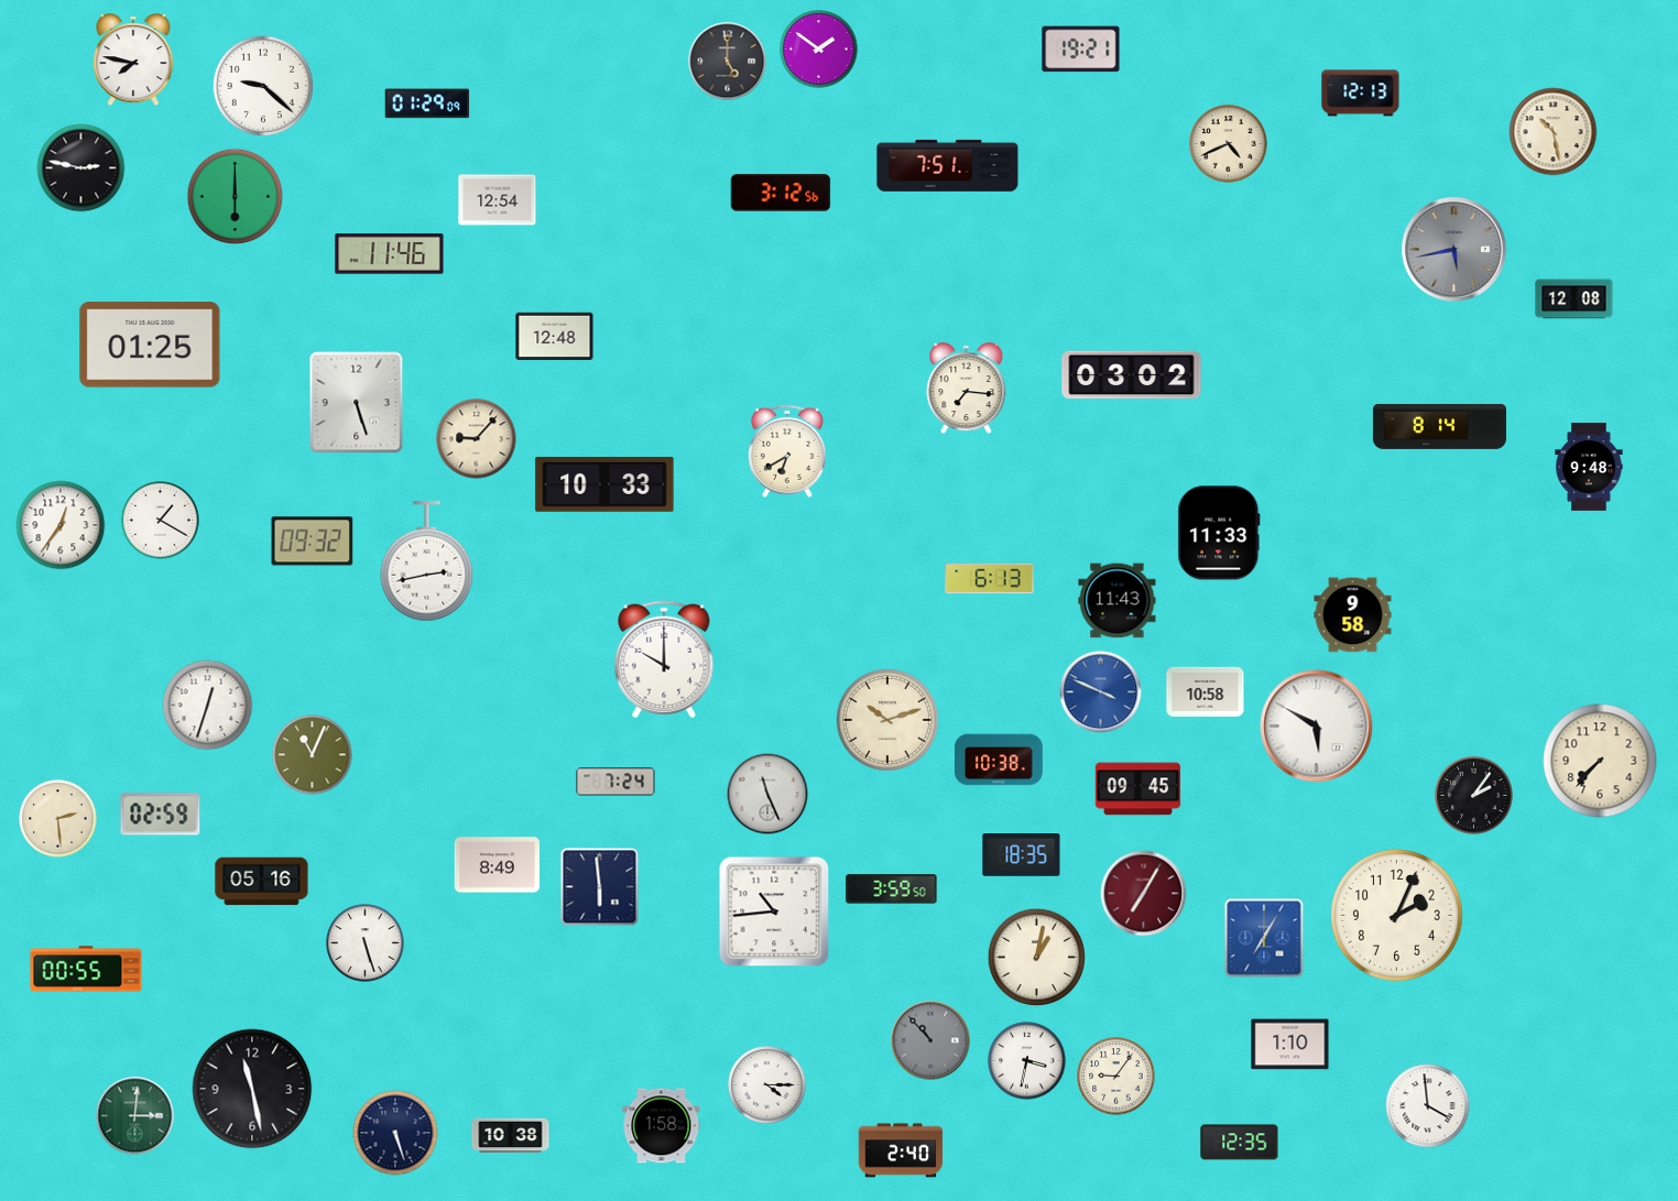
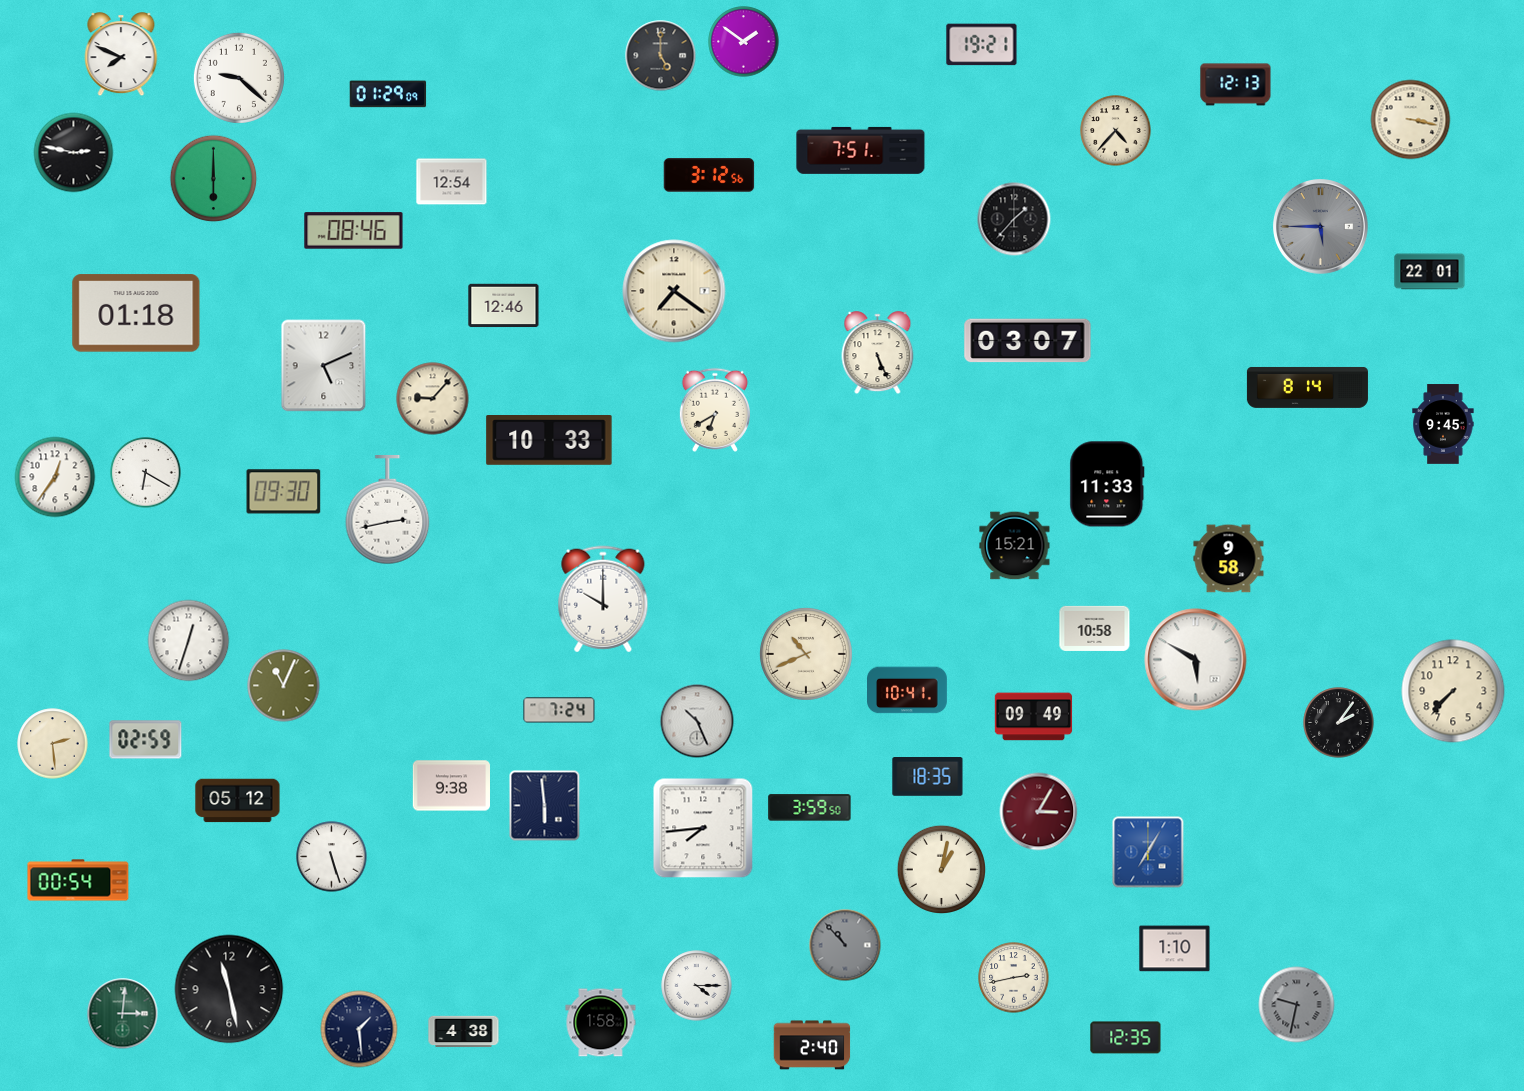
clock at (819, 50) position: (819, 50) -> (744, 42)
clock at (133, 61): 7:47 -> 7:49
clock at (1554, 132): 10:28 -> 3:17
clock at (1229, 144): 4:41 -> 4:37
clock at (1014, 219): none -> 1:37
clock at (1454, 250): 5:43 -> 5:45
clock at (390, 254): 11:46 -> 08:46
clock at (1575, 299): 12:08 -> 22:01
clock at (674, 291): none -> 7:21
clock at (555, 337): 12:48 -> 12:46
clock at (150, 345): 01:25 -> 01:18
clock at (1132, 375): 03:02 -> 03:07
clock at (967, 389): 7:16 -> 5:26
clock at (357, 403): 5:27 -> 5:11
clock at (1589, 467): 9:48 -> 9:45
clock at (161, 521): 1:20 -> 6:20
clock at (313, 542): 09:32 -> 09:30
clock at (990, 579): 6:13 -> none
clock at (1118, 601): 11:43 -> 15:21
clock at (1101, 692): 3:49 -> none
clock at (887, 720): 10:12 -> 10:41
clock at (1000, 760): 10:38 -> 10:41
clock at (1138, 789): 09:45 -> 09:49
clock at (767, 794): 11:26 -> 10:26
clock at (498, 865): 8:49 -> 9:38
clock at (262, 882): 05:16 -> 05:12
clock at (1144, 894): 7:05 -> 3:05
clock at (774, 911): 10:44 -> 7:44
clock at (1397, 916): 2:04 -> none
clock at (86, 969): 00:55 -> 00:54
clock at (1290, 1045) position: (1290, 1045) -> (1175, 949)
clock at (1027, 1061): 3:32 -> none
clock at (1116, 1077): 9:06 -> 2:43
clock at (1428, 1106): 3:59 -> 9:32
clock at (1428, 1106) dial: white -> grey
clock at (395, 1133): 5:27 -> 1:29
clock at (511, 1136): 10:38 -> 4:38
clock at (901, 1150) position: (901, 1150) -> (812, 1045)
